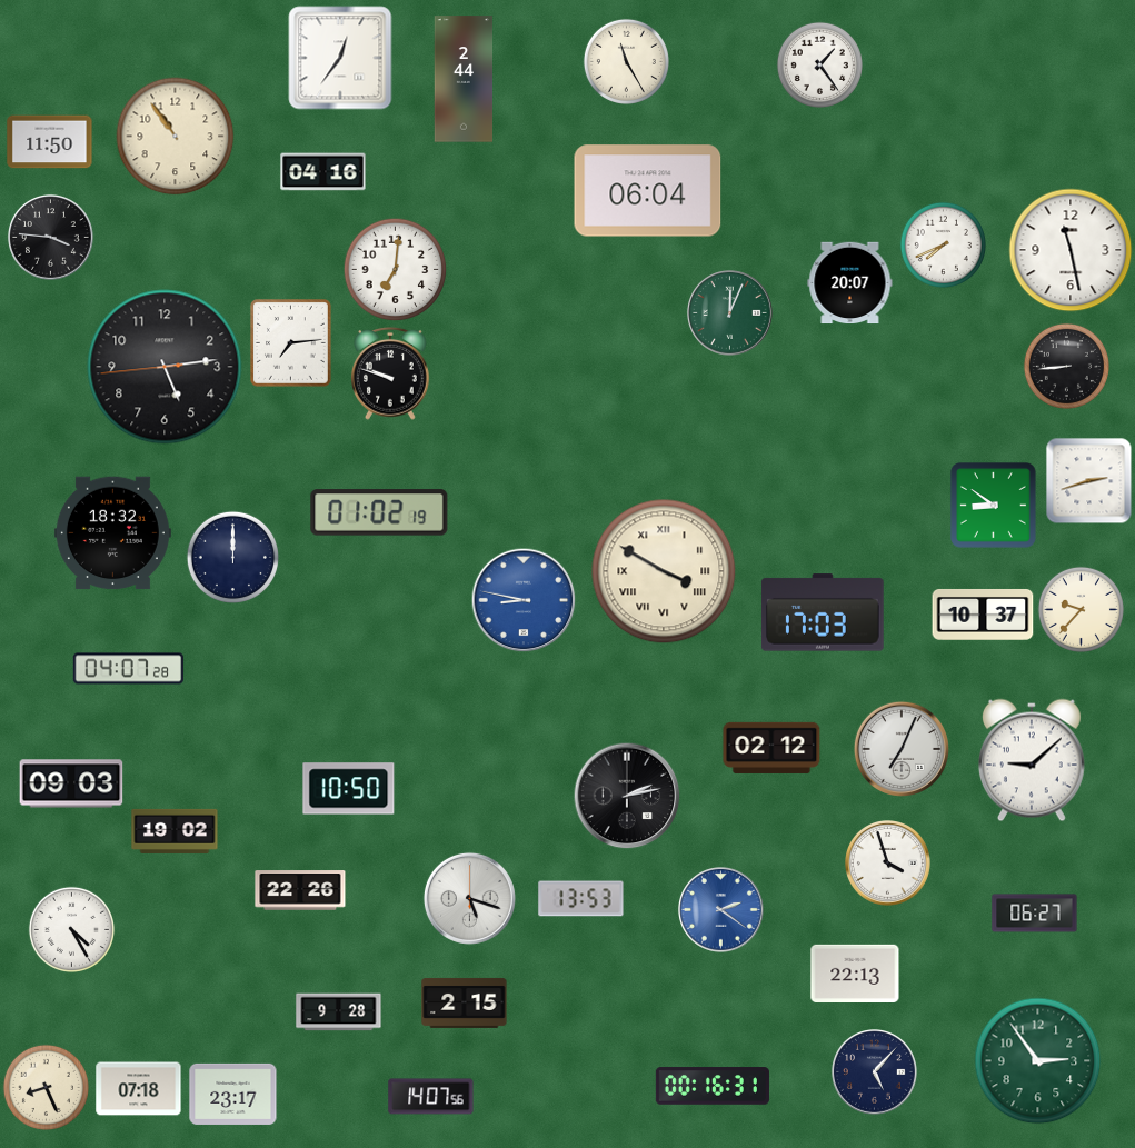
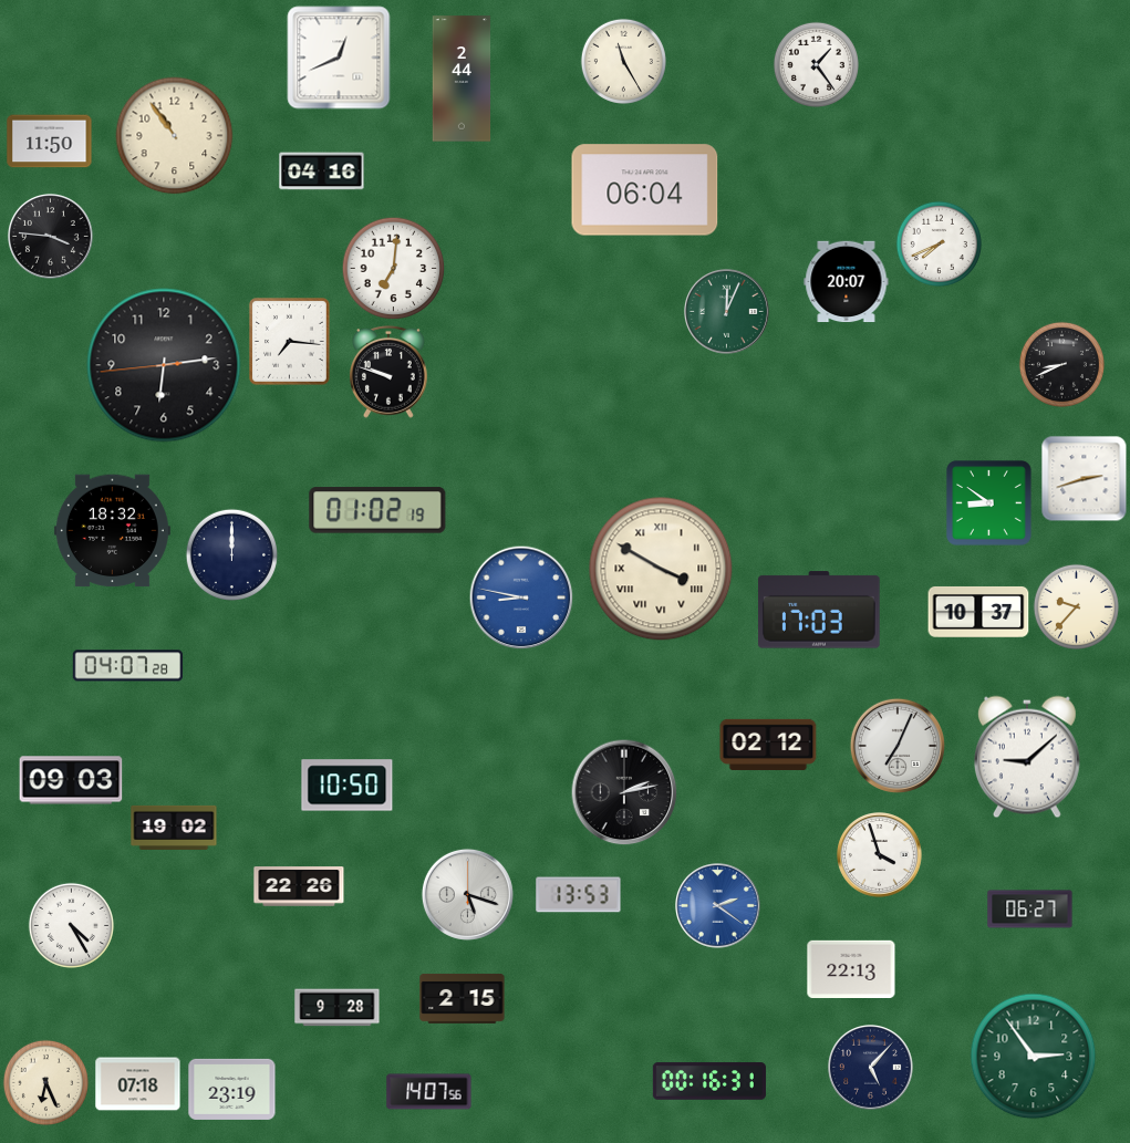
clock at (340, 58): 12:36 -> 12:41
clock at (1071, 250): 11:28 -> none
clock at (291, 343): 7:14 -> 7:16
clock at (1066, 366): 8:44 -> 8:41
clock at (165, 367): 5:13 -> 6:13
clock at (888, 864) position: (888, 864) -> (880, 855)
clock at (46, 1087): 8:26 -> 6:26
clock at (233, 1094): 23:17 -> 23:19
